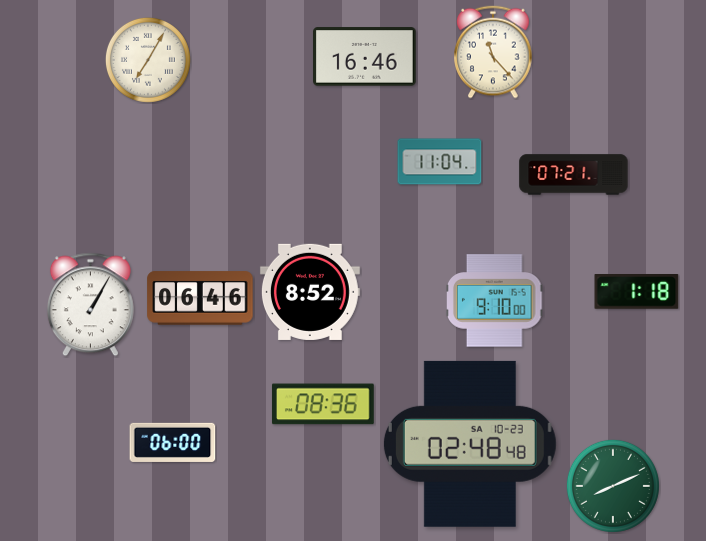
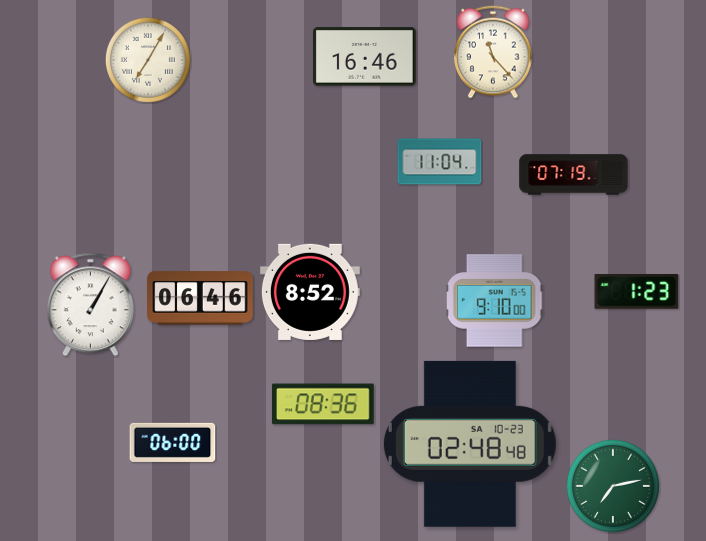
clock at (574, 175): 07:21 -> 07:19
clock at (637, 292): 1:18 -> 1:23
clock at (613, 486): 8:11 -> 7:13
